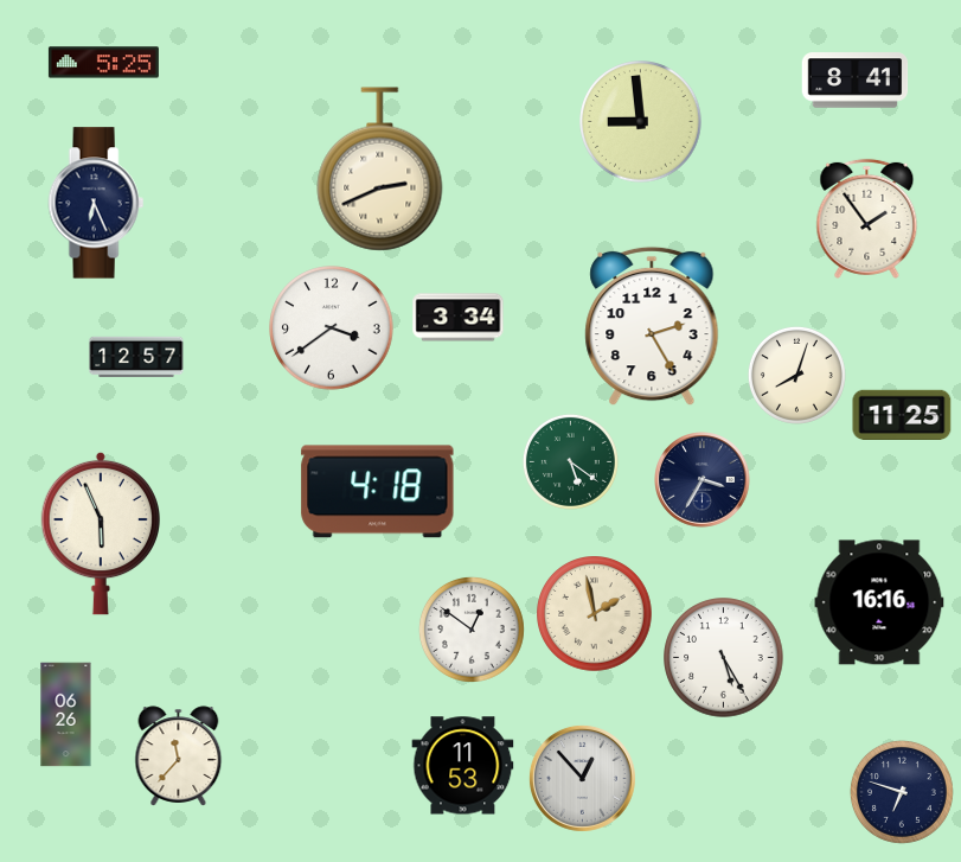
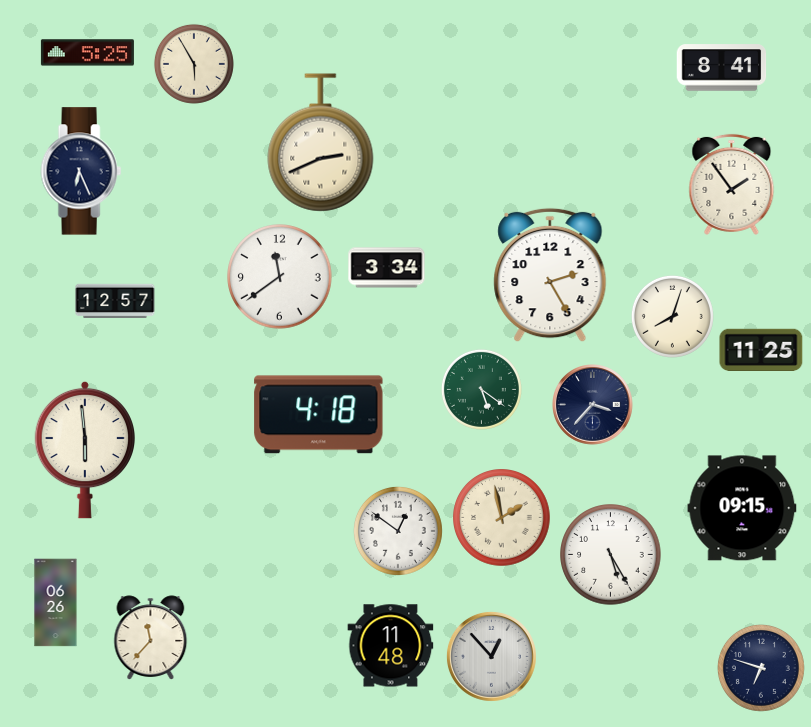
clock at (194, 64): none -> 5:55
clock at (641, 122): 8:59 -> none
clock at (332, 328): 3:39 -> 11:39
clock at (703, 480): 3:35 -> 3:37
clock at (100, 534): 5:56 -> 5:59
clock at (879, 602): 16:16 -> 09:15
clock at (463, 766): 11:53 -> 11:48
